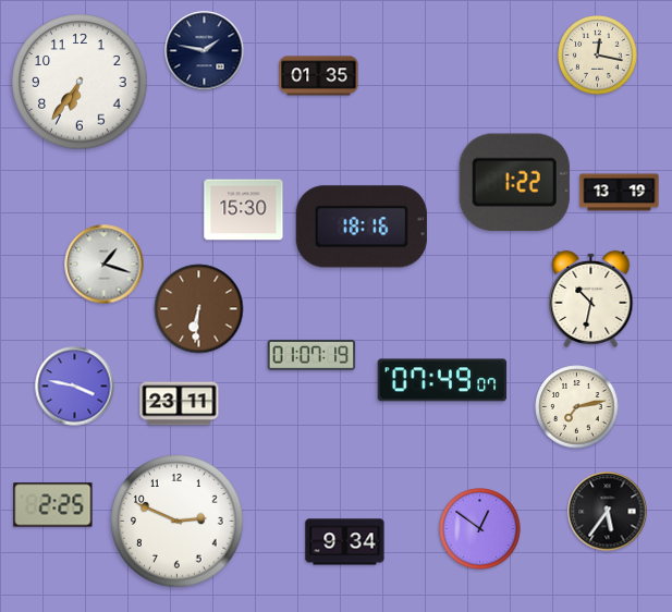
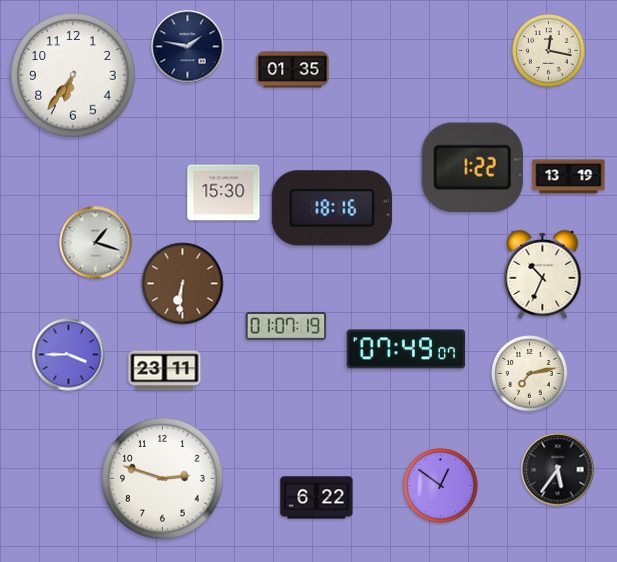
clock at (591, 298): 10:32 -> 10:34
clock at (75, 387): 3:47 -> 3:45
clock at (53, 505): 2:25 -> none
clock at (178, 522): 2:49 -> 2:48
clock at (345, 542): 9:34 -> 6:22
